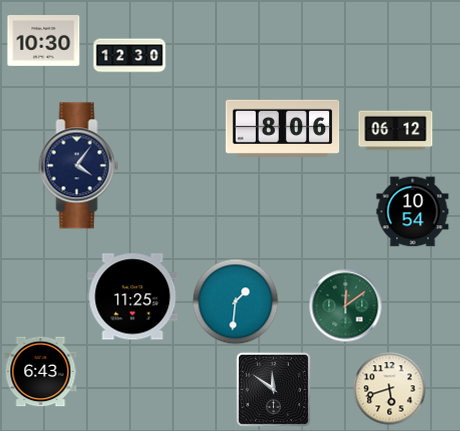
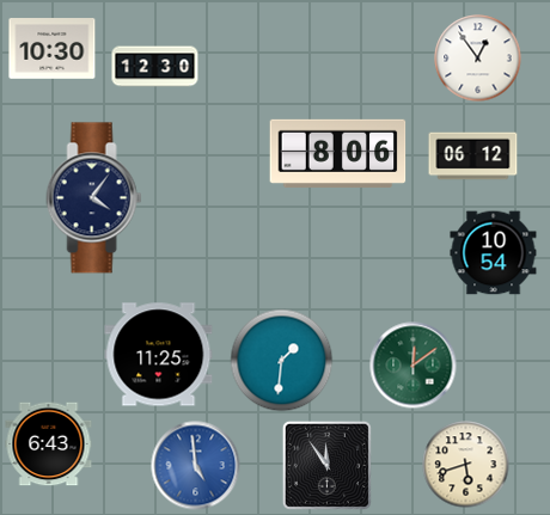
clock at (478, 59): none -> 12:54
clock at (273, 389): 11:51 -> 11:54
clock at (196, 466): none -> 4:59
